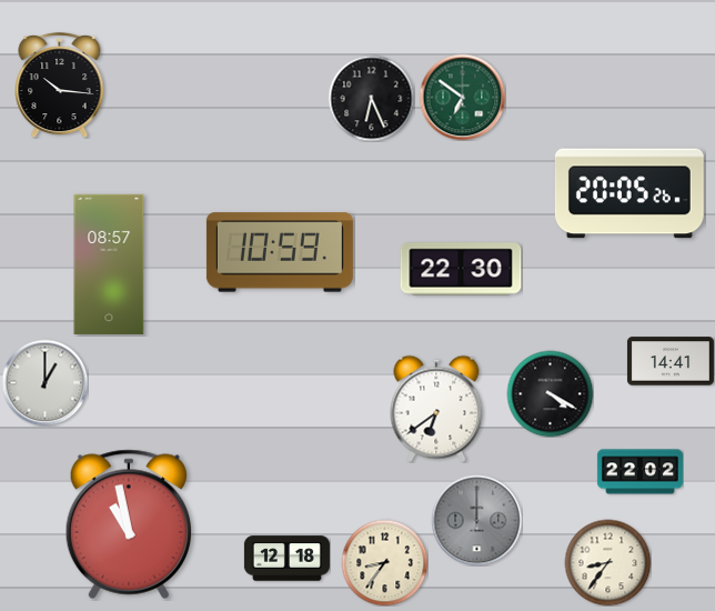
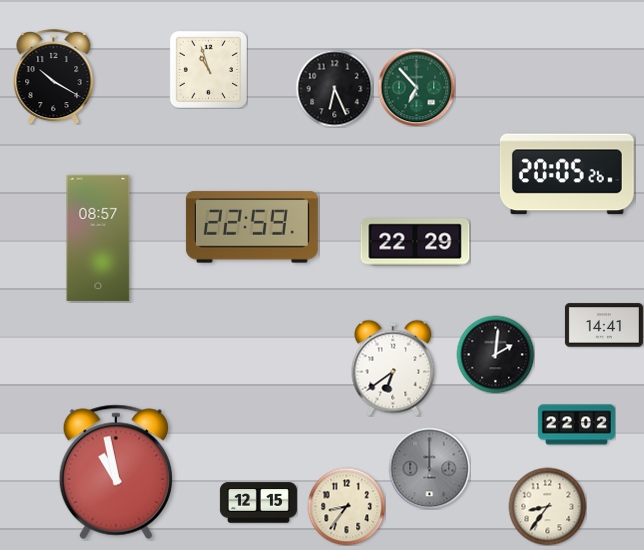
clock at (208, 69): none -> 10:57
clock at (60, 84): 10:16 -> 10:20
clock at (462, 97): 6:51 -> 6:53
clock at (280, 252): 10:59 -> 22:59
clock at (461, 269): 22:30 -> 22:29
clock at (44, 382): 1:00 -> none
clock at (550, 393): 4:20 -> 2:01
clock at (286, 559): 12:18 -> 12:15
